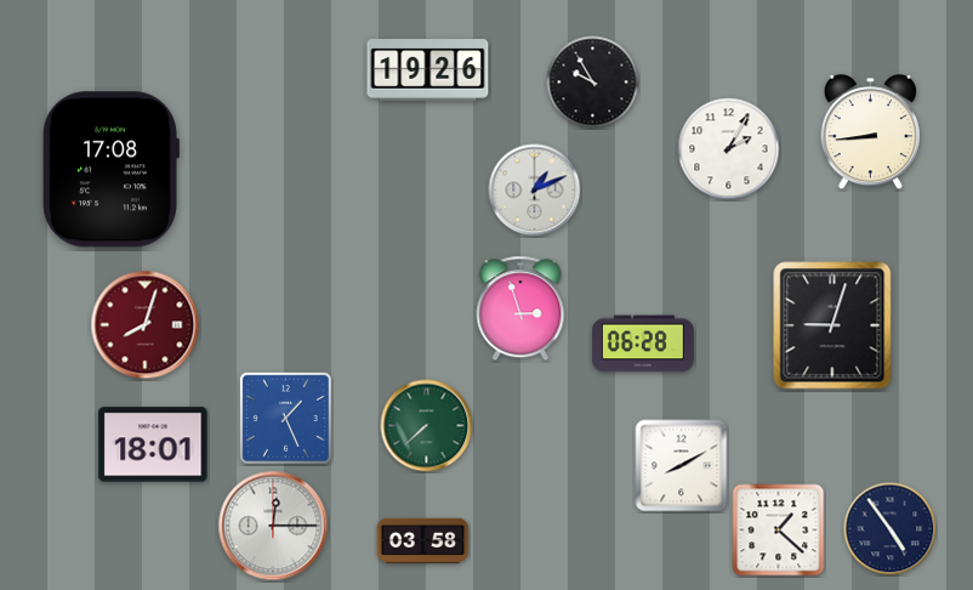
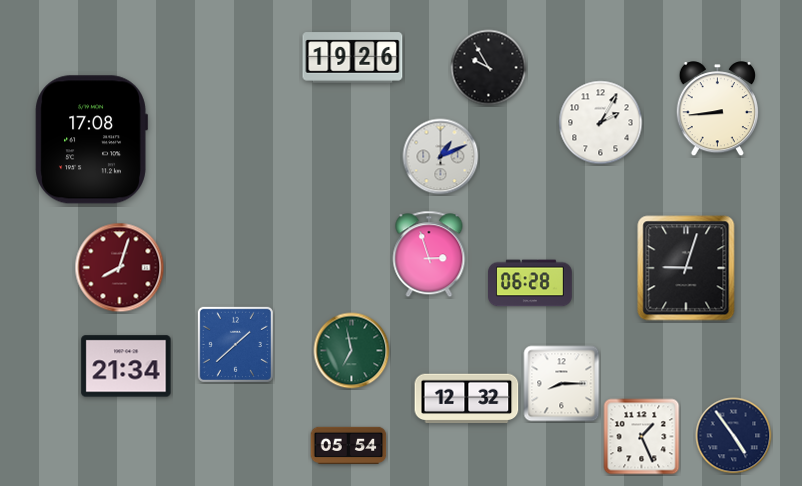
clock at (285, 418): 1:26 -> 1:38
clock at (427, 426): 7:38 -> 6:58
clock at (153, 444): 18:01 -> 21:34
clock at (682, 466): 8:10 -> 8:15
clock at (467, 399): none -> 12:32
clock at (273, 526): 12:15 -> none
clock at (779, 531): 1:22 -> 1:26
clock at (423, 540): 03:58 -> 05:54
